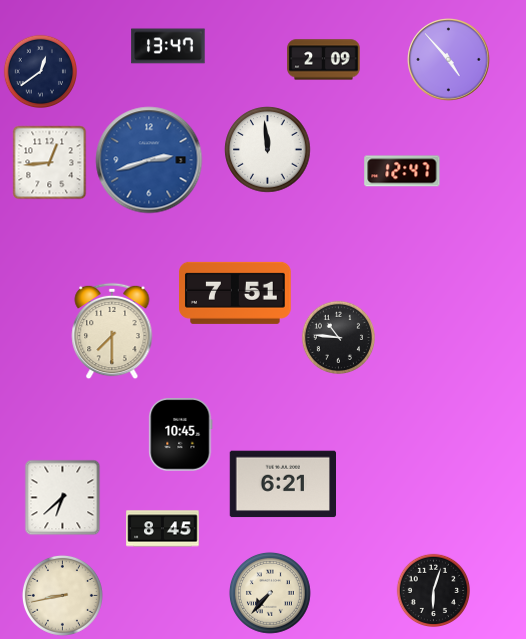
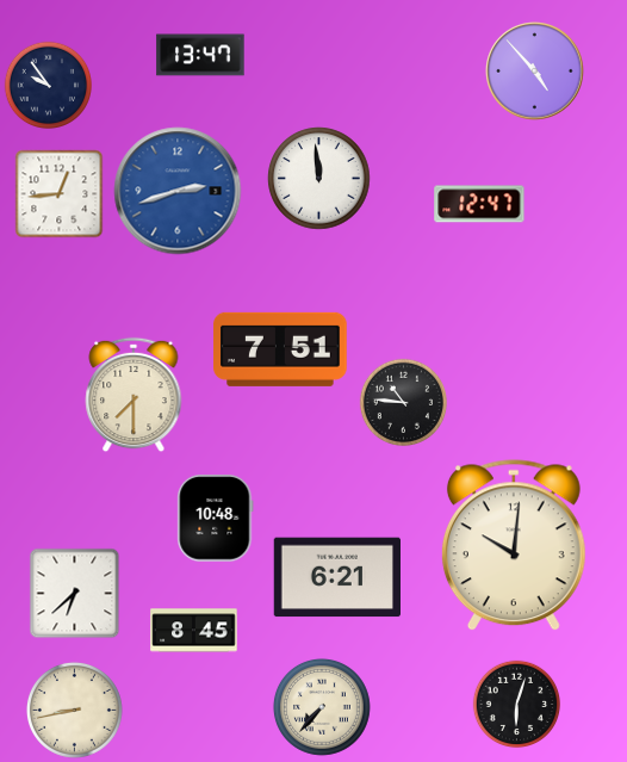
clock at (324, 60): 2:09 -> none
clock at (40, 71): 12:39 -> 9:54
clock at (181, 435): 10:45 -> 10:48
clock at (514, 546): none -> 10:01
